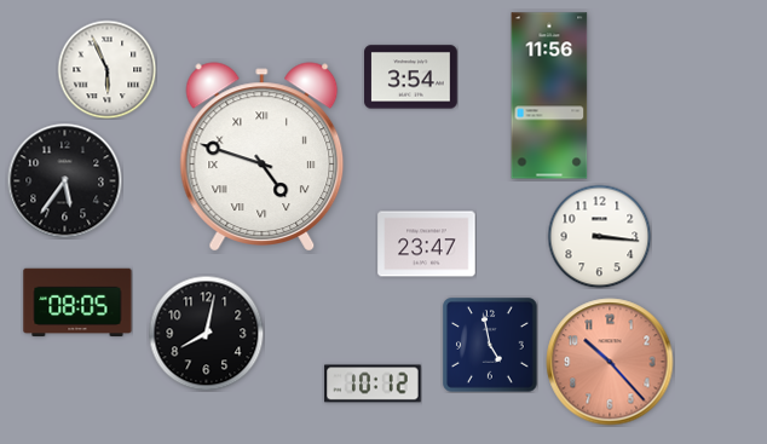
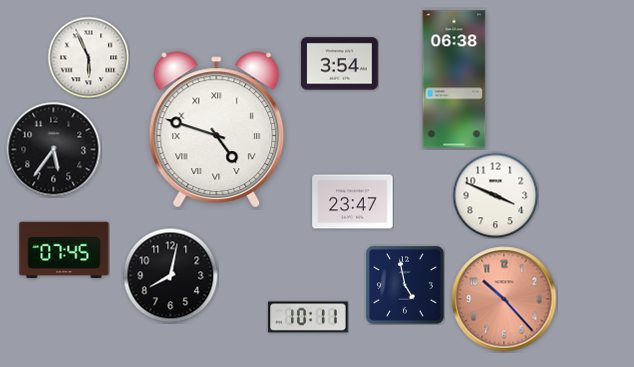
clock at (549, 96): 11:56 -> 06:38
clock at (599, 236): 3:16 -> 3:49
clock at (77, 302): 08:05 -> 07:45
clock at (373, 384): 10:12 -> 10:11
